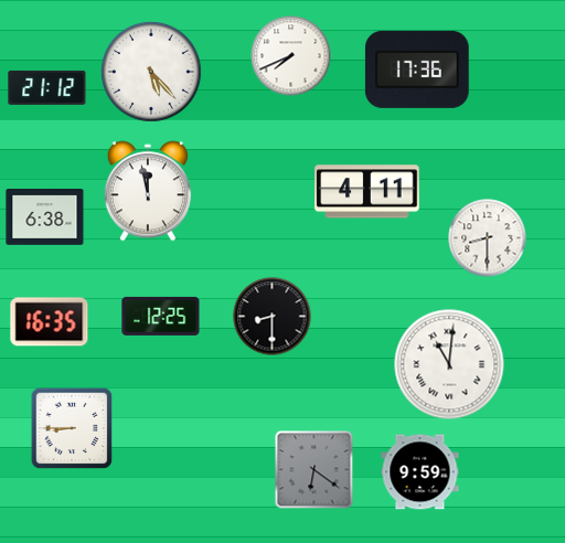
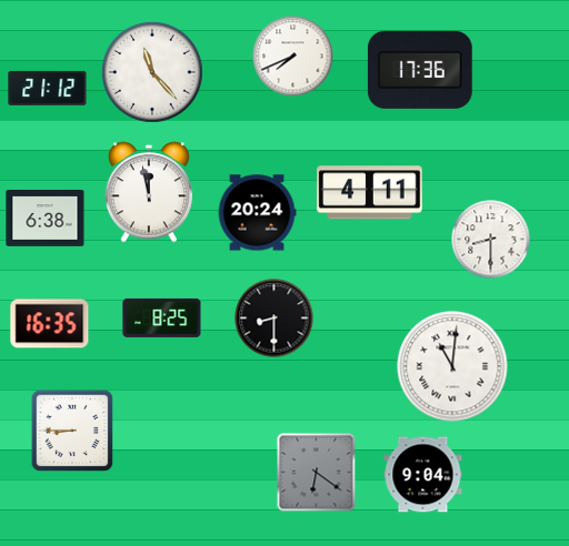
clock at (151, 72): 5:23 -> 11:23
clock at (257, 213): none -> 20:24
clock at (161, 316): 12:25 -> 8:25
clock at (420, 472): 9:59 -> 9:04
